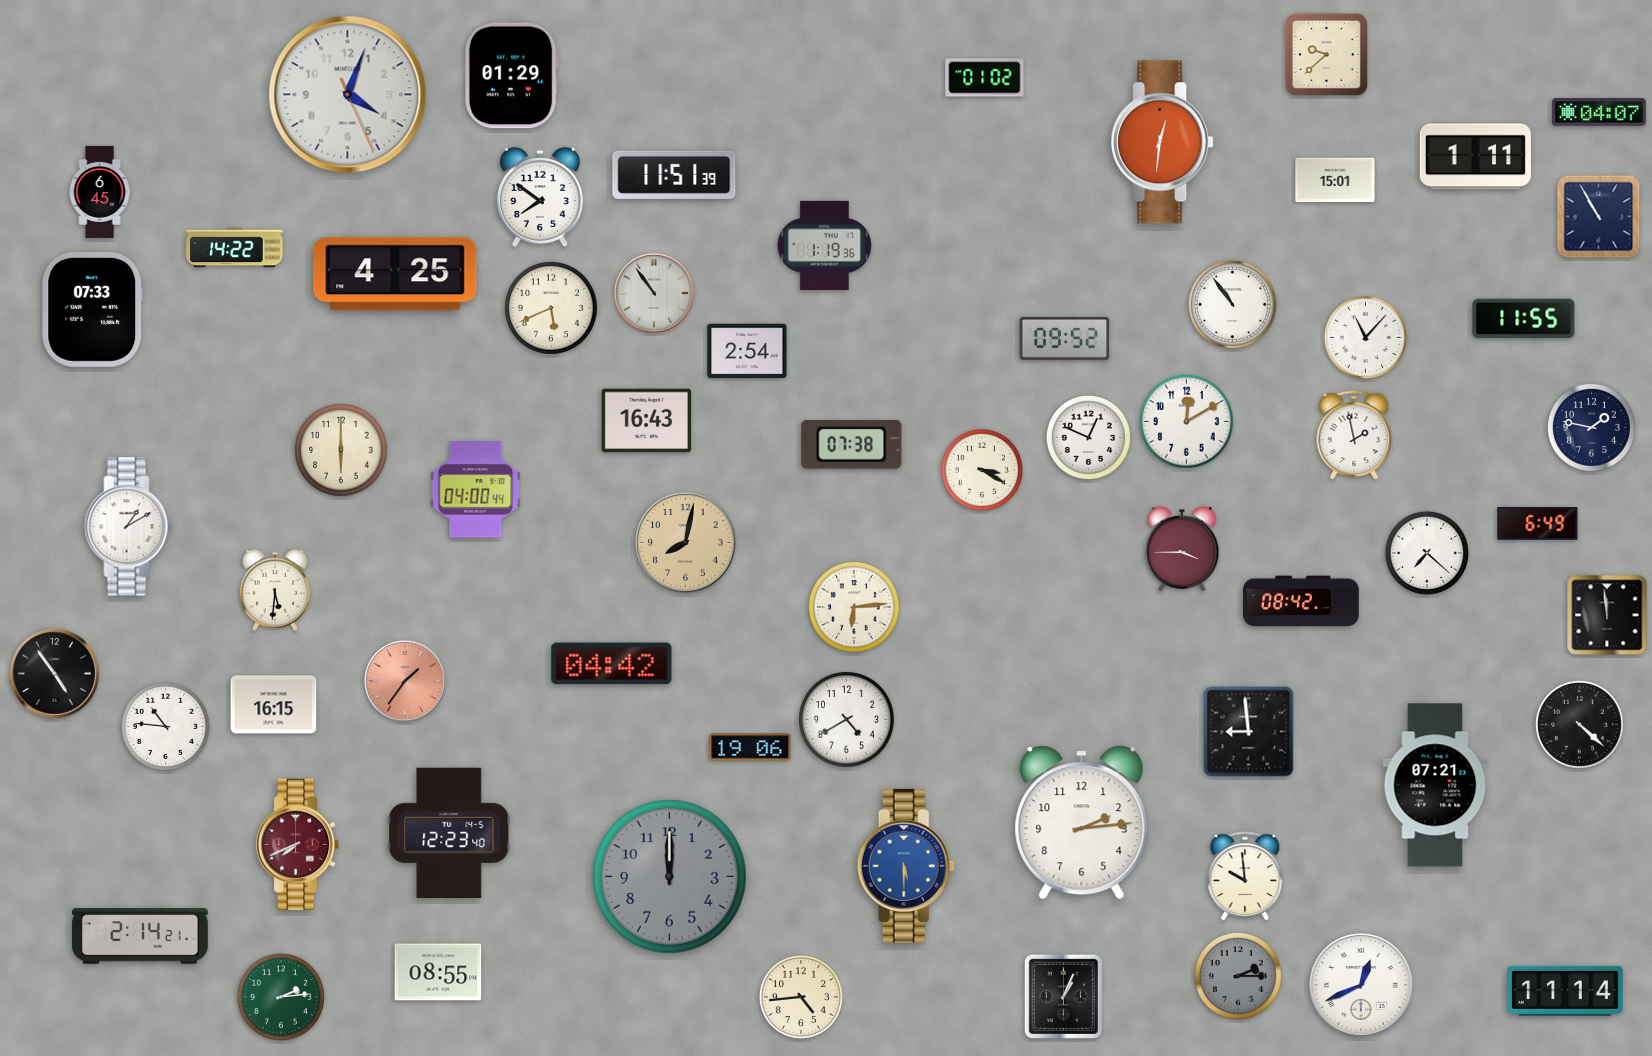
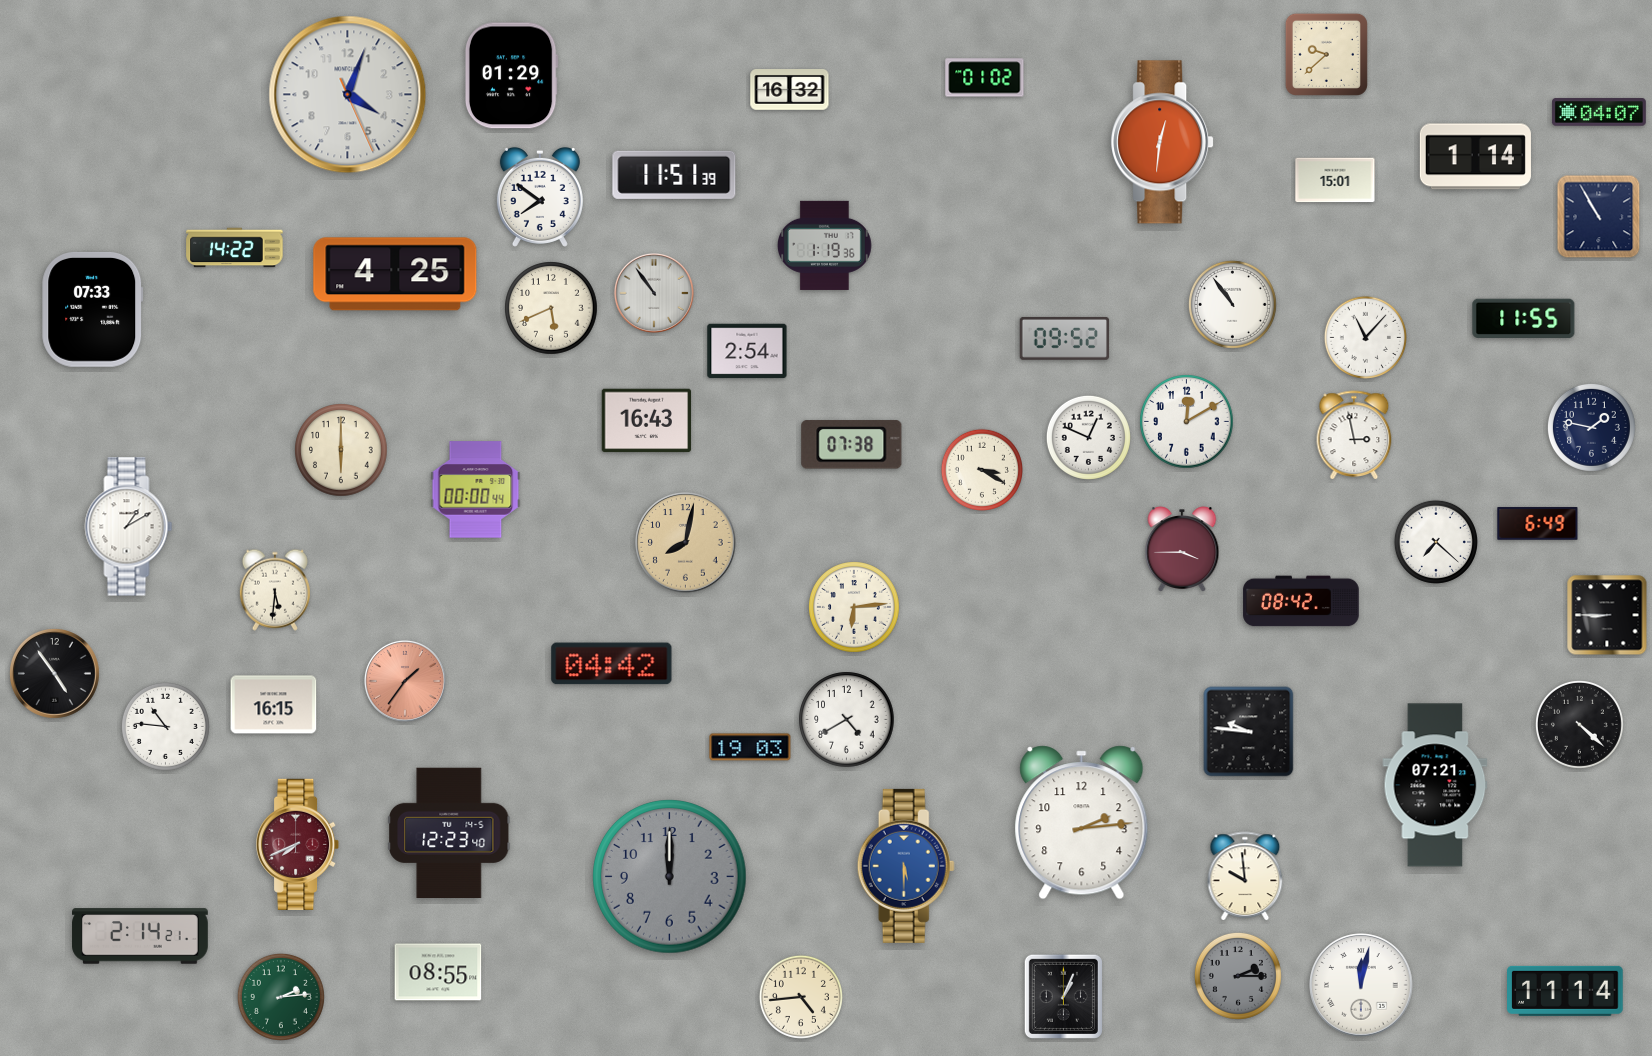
clock at (790, 90): none -> 16:32
clock at (1475, 157): 1:11 -> 1:14
clock at (100, 192): 6:45 -> none
clock at (1354, 435): 1:58 -> 2:58
clock at (476, 490): 04:00 -> 00:00
clock at (1427, 553) position: (1427, 553) -> (1436, 542)
clock at (1607, 615): 11:59 -> 8:45
clock at (1249, 732): 8:59 -> 9:46
clock at (750, 747): 19:06 -> 19:03
clock at (1361, 985): 12:41 -> 12:02
